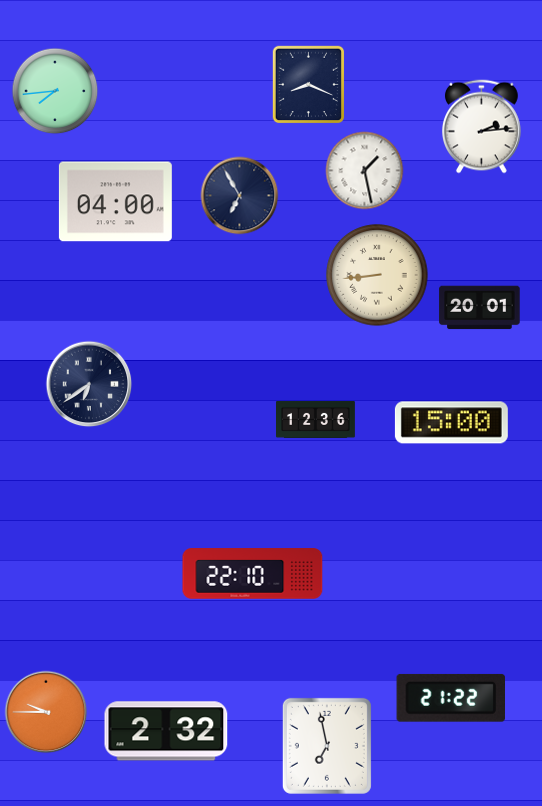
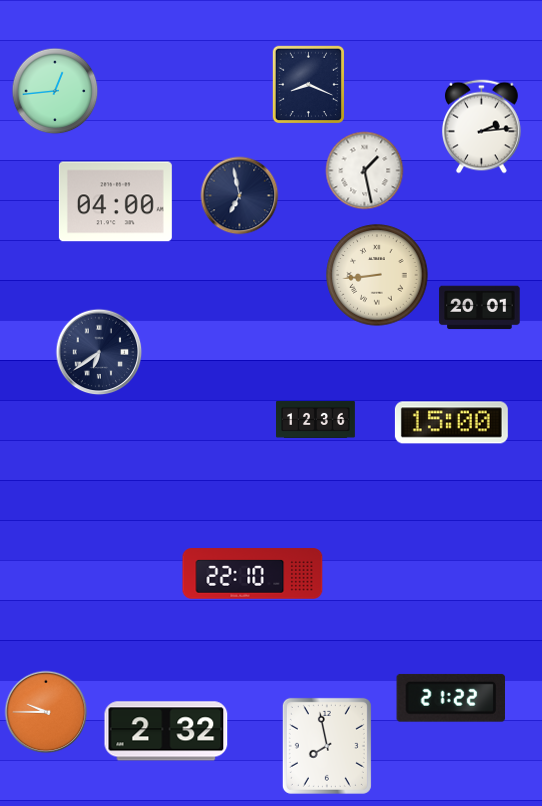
clock at (55, 91): 7:44 -> 12:44
clock at (240, 196): 6:55 -> 6:58
clock at (89, 384) position: (89, 384) -> (99, 352)
clock at (327, 746): 6:58 -> 7:58
